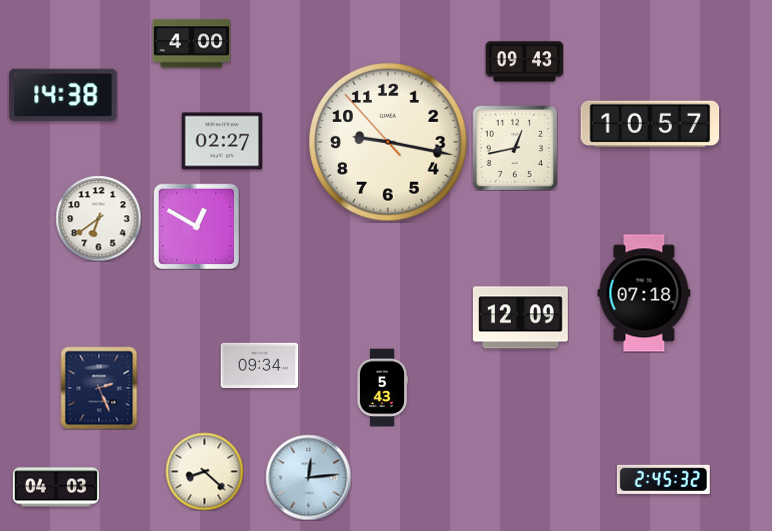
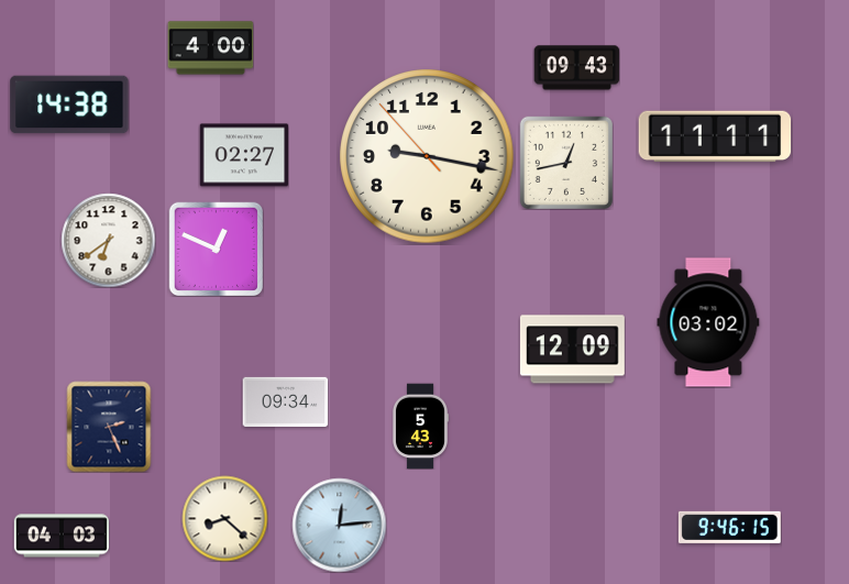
clock at (650, 124): 10:57 -> 11:11
clock at (196, 226): 12:50 -> 12:49
clock at (644, 293): 07:18 -> 03:02
clock at (663, 479): 2:45 -> 9:46
